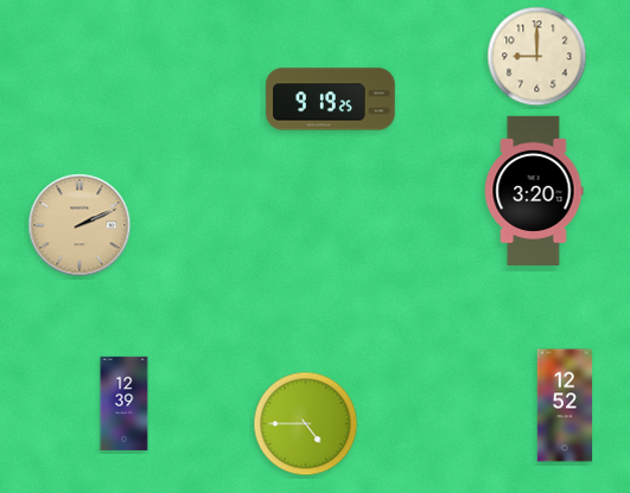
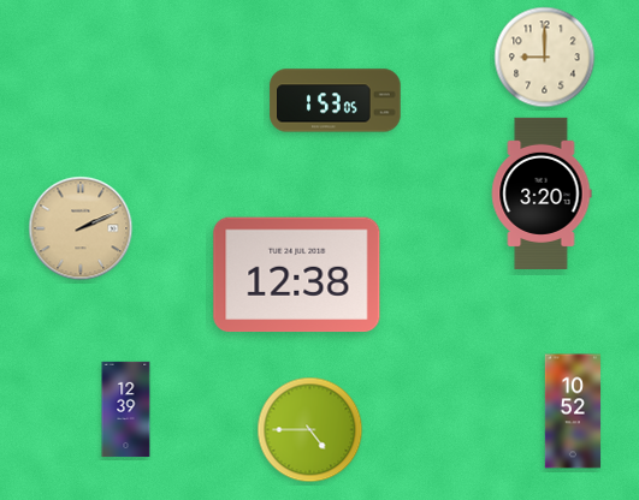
clock at (331, 100): 9:19 -> 1:53
clock at (297, 275): none -> 12:38
clock at (565, 405): 12:52 -> 10:52
